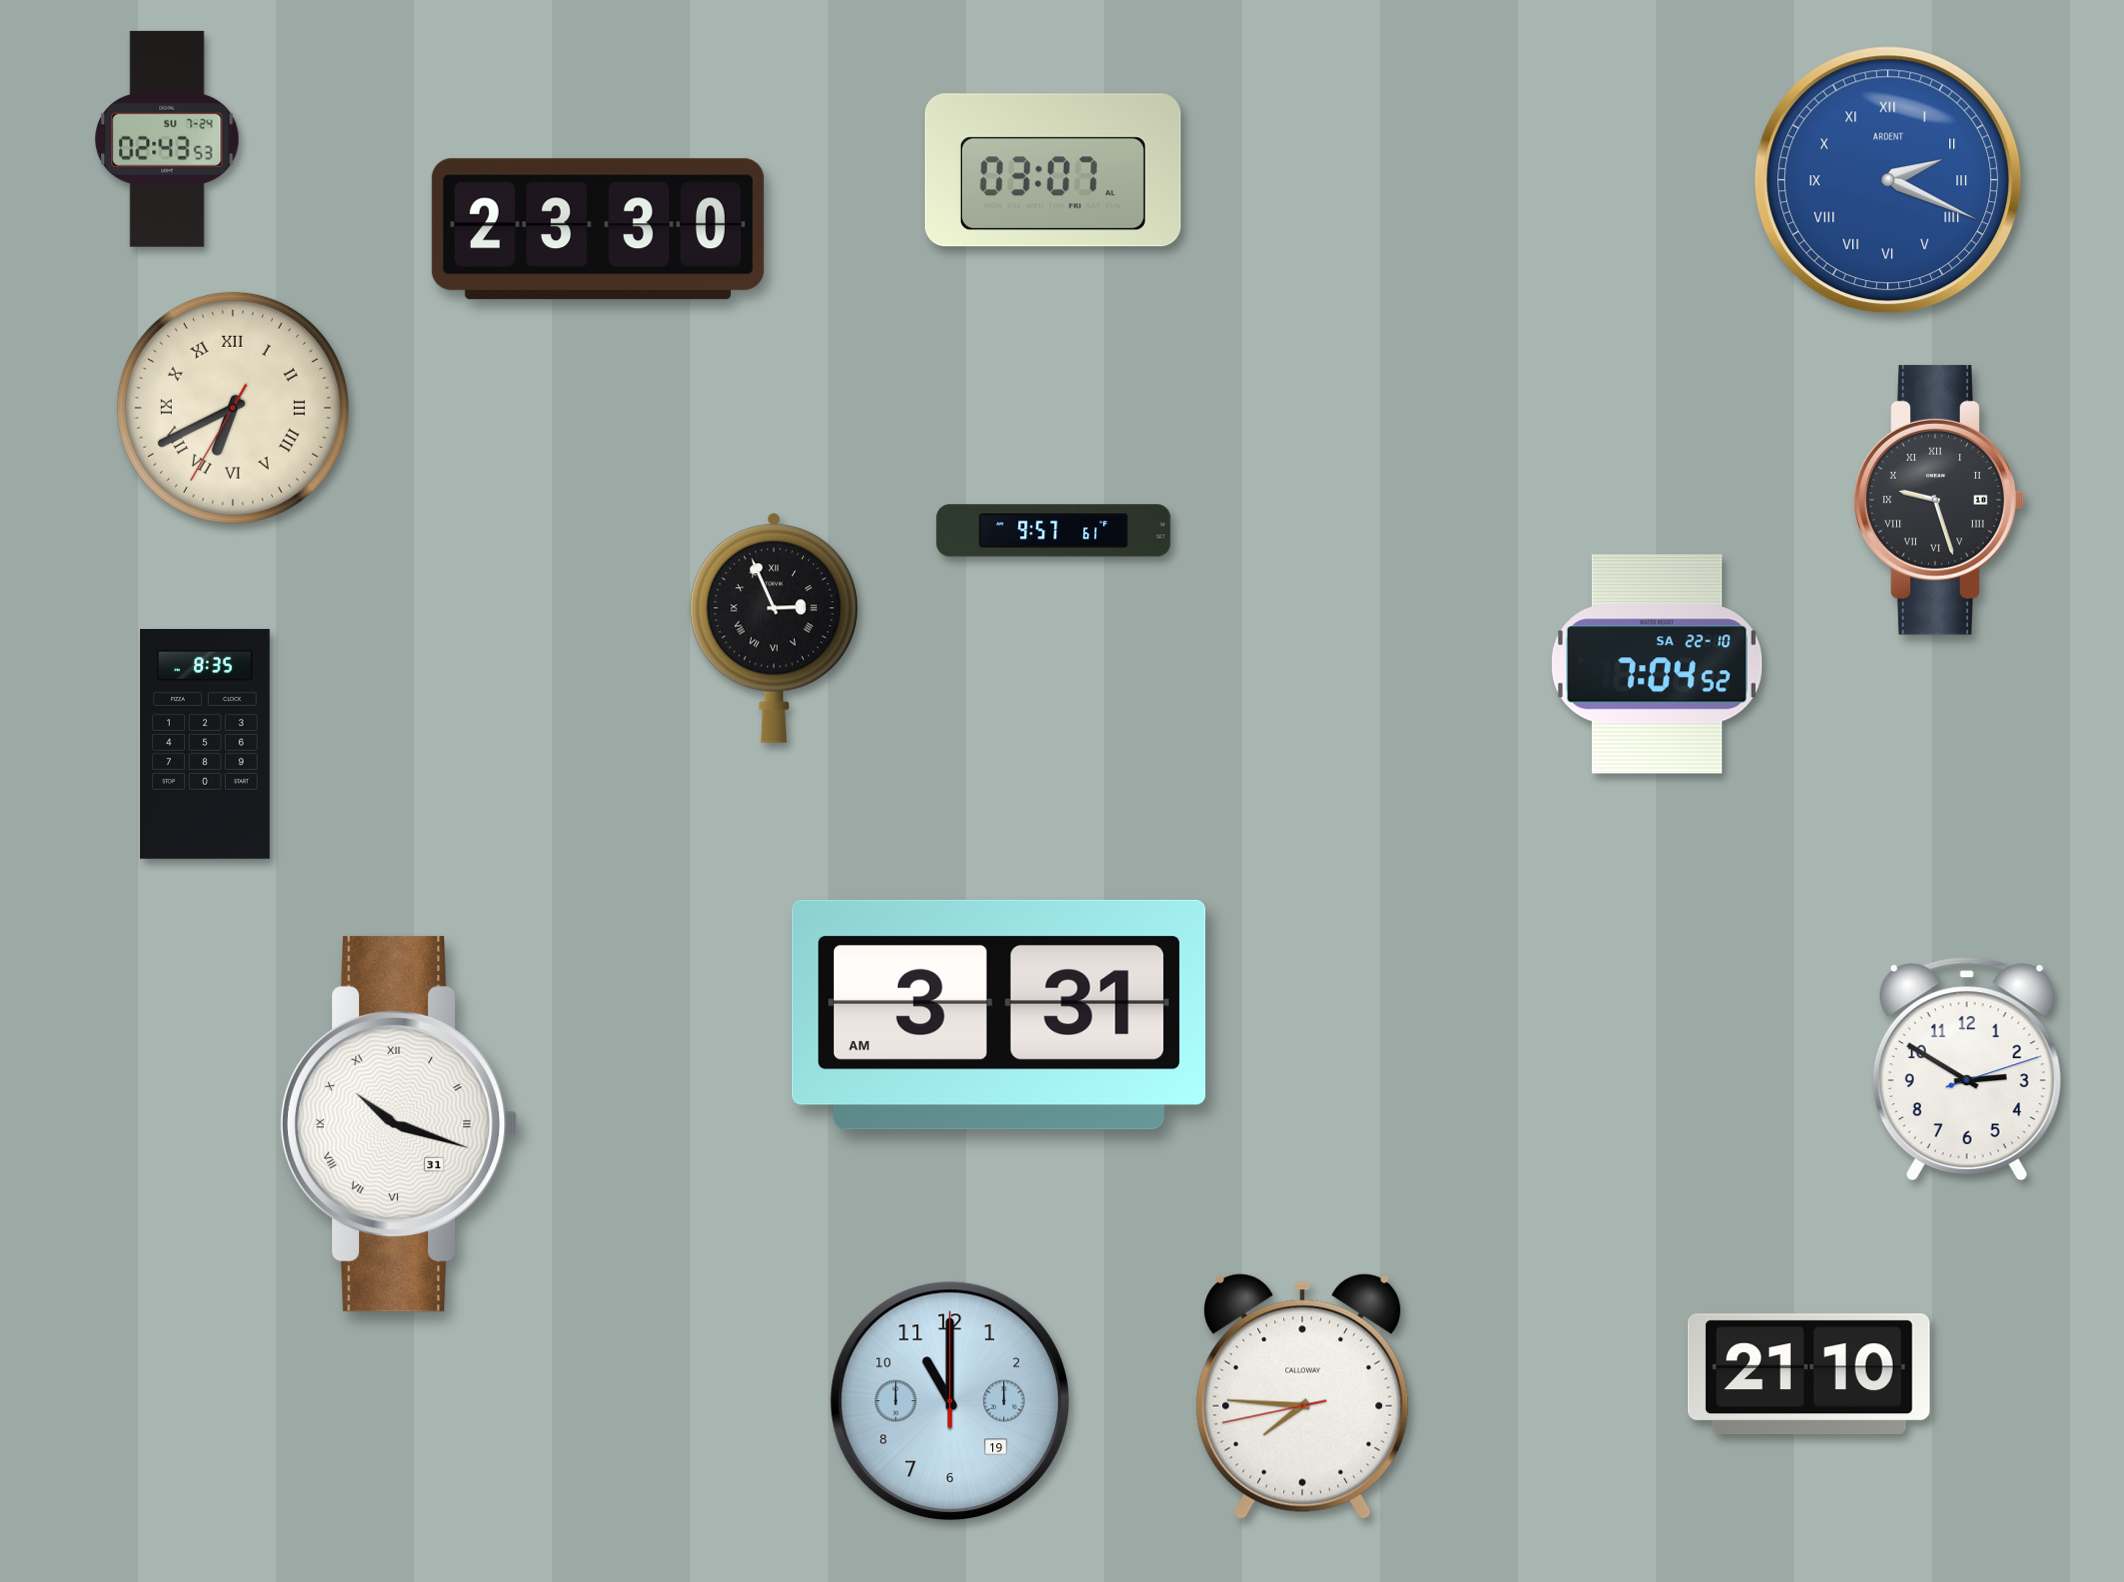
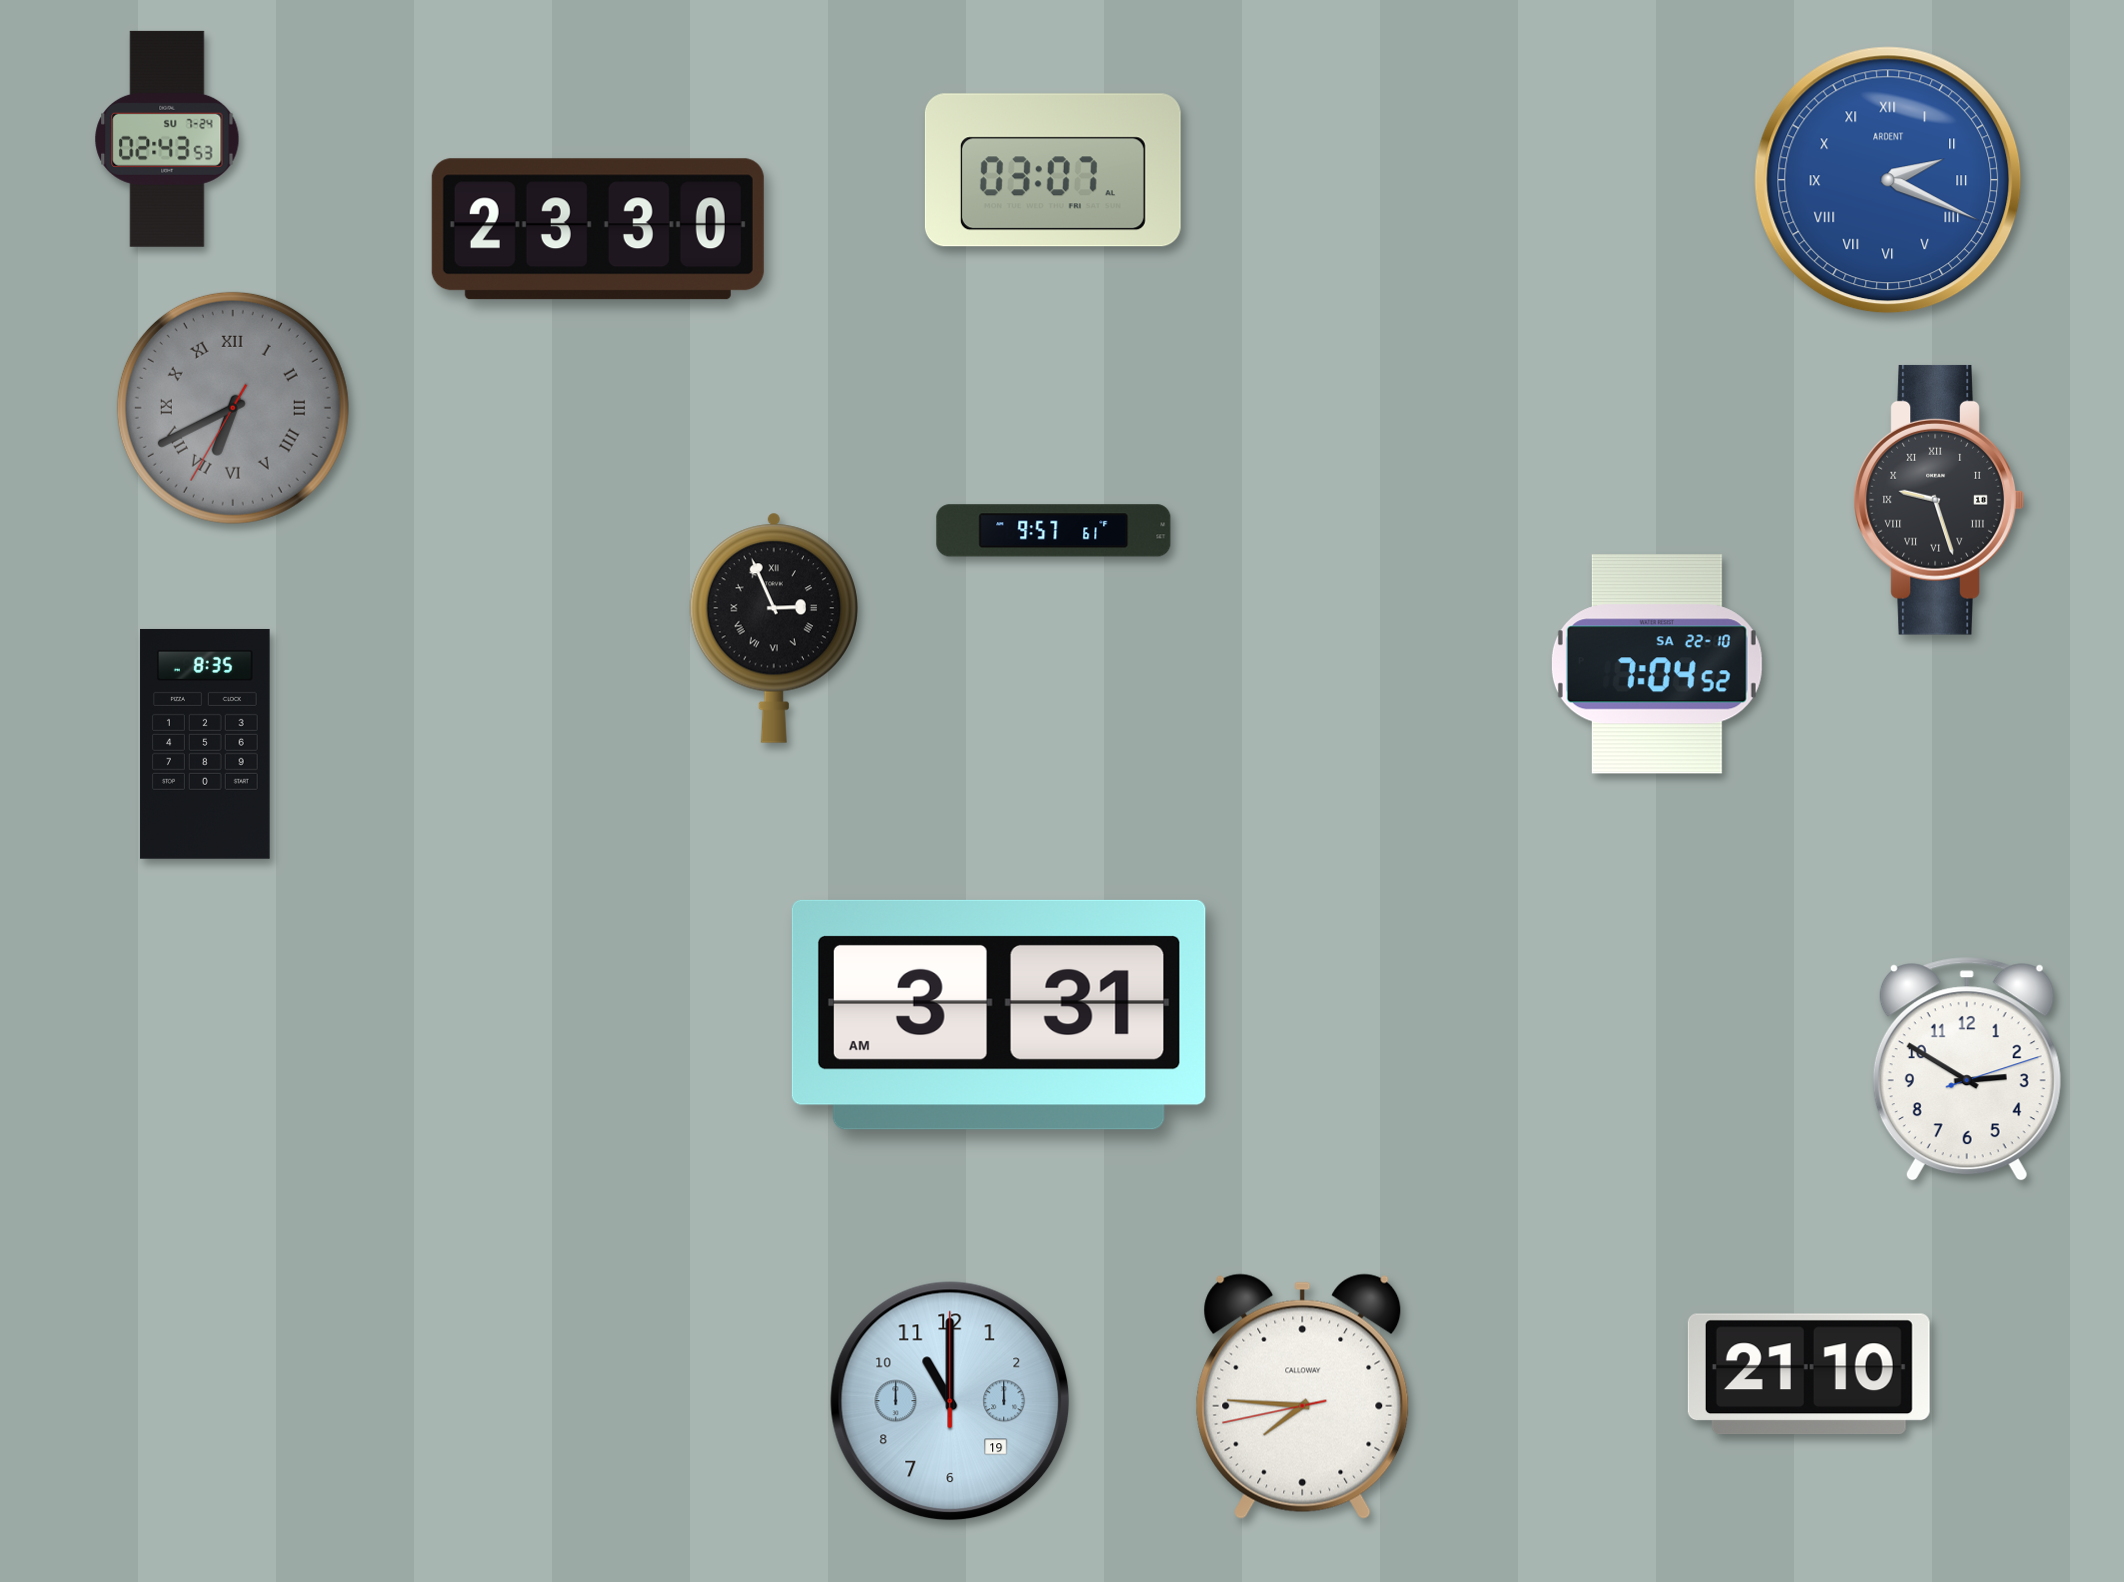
clock at (233, 408) dial: cream -> grey
clock at (399, 1124): 10:18 -> none
